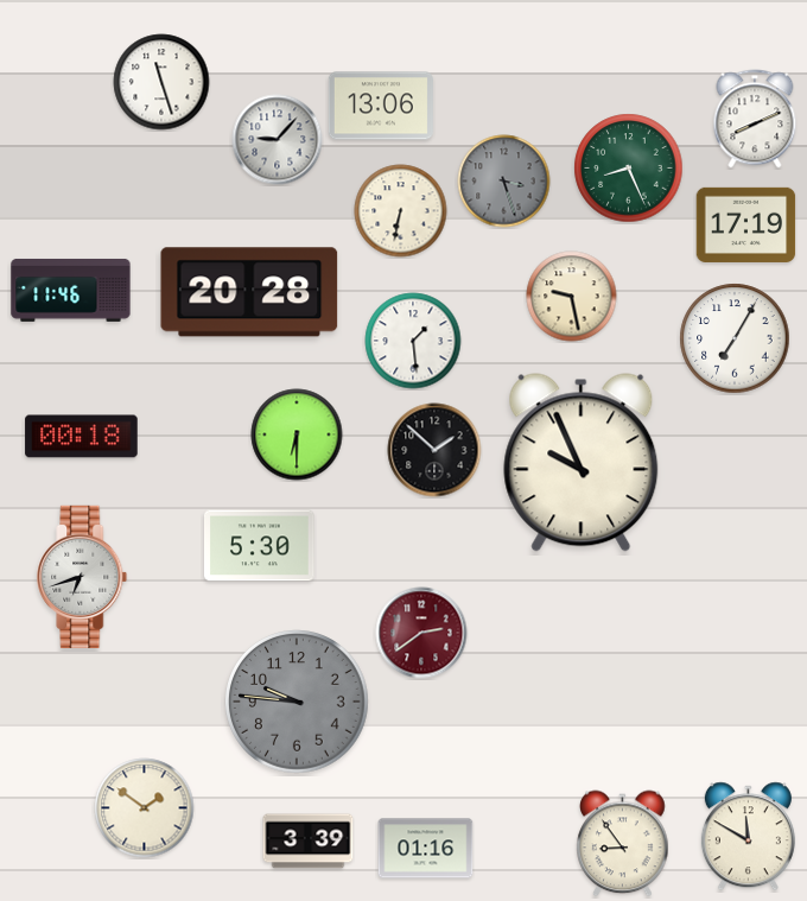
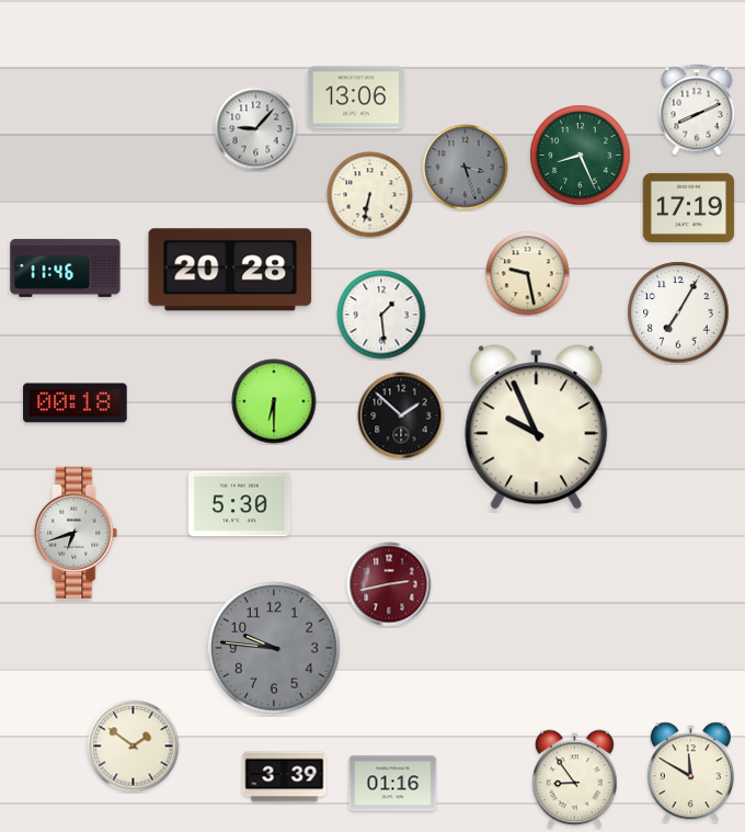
clock at (161, 82): 11:27 -> none
clock at (381, 106) position: (381, 106) -> (356, 98)
clock at (421, 633): 2:39 -> 2:43
